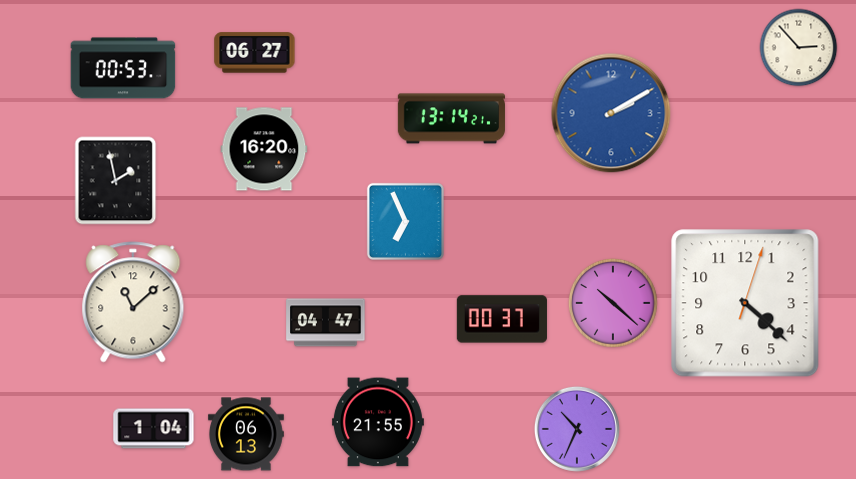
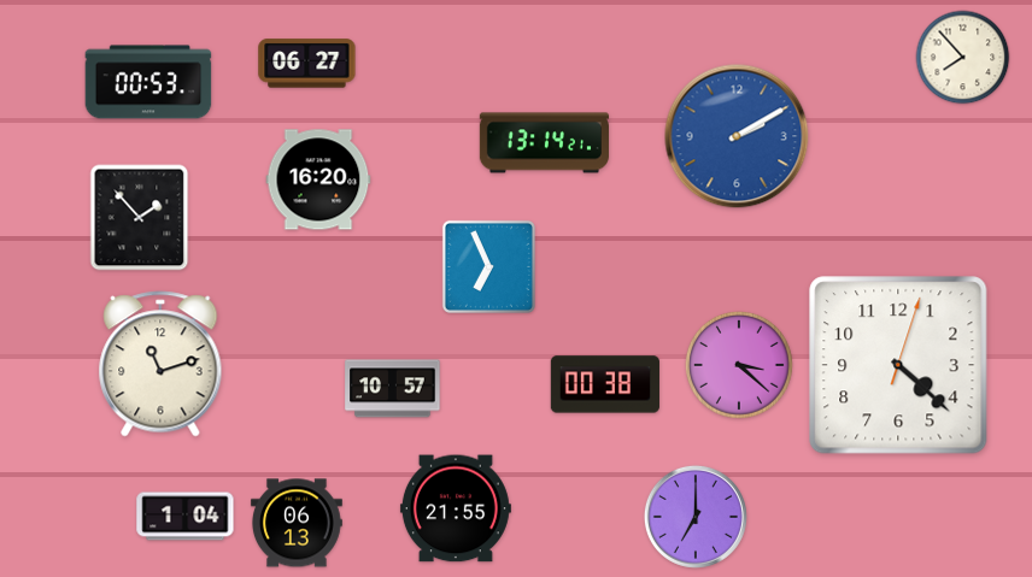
clock at (799, 48): 2:53 -> 7:53
clock at (116, 181): 1:58 -> 1:53
clock at (133, 302): 11:08 -> 11:12
clock at (613, 303): 10:22 -> 3:22
clock at (502, 319): 00:37 -> 00:38
clock at (326, 323): 04:47 -> 10:57
clock at (577, 429): 10:34 -> 7:00
